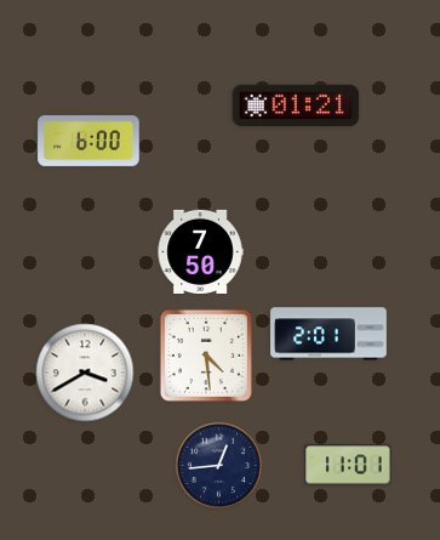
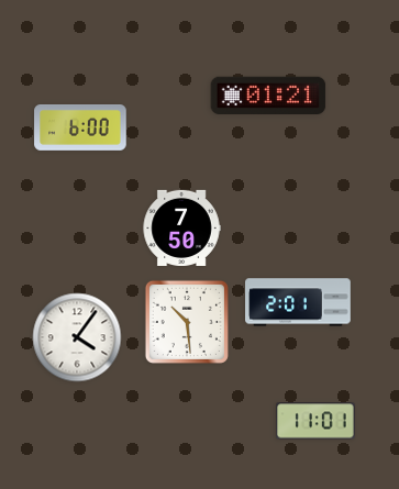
clock at (206, 356): 4:29 -> 10:29
clock at (85, 373): 3:40 -> 4:06
clock at (218, 465): 12:44 -> none
